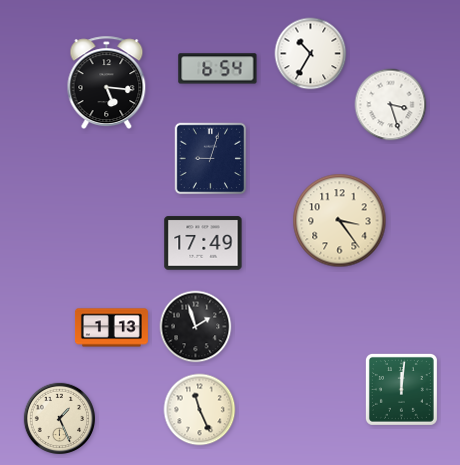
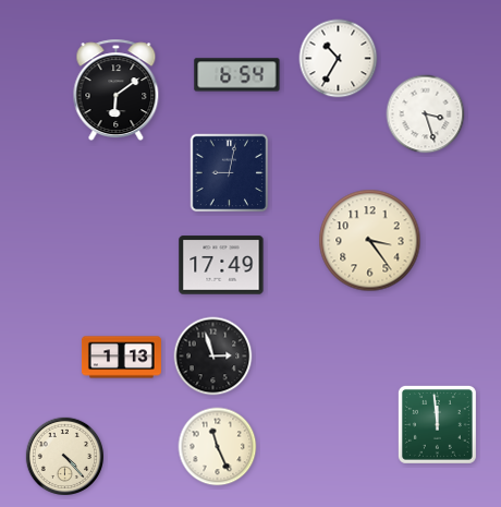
clock at (107, 82): 5:16 -> 6:09
clock at (211, 159): 9:03 -> 9:02
clock at (196, 327): 1:57 -> 2:57
clock at (401, 389): 12:01 -> 11:59
clock at (59, 419): 1:26 -> 4:23
